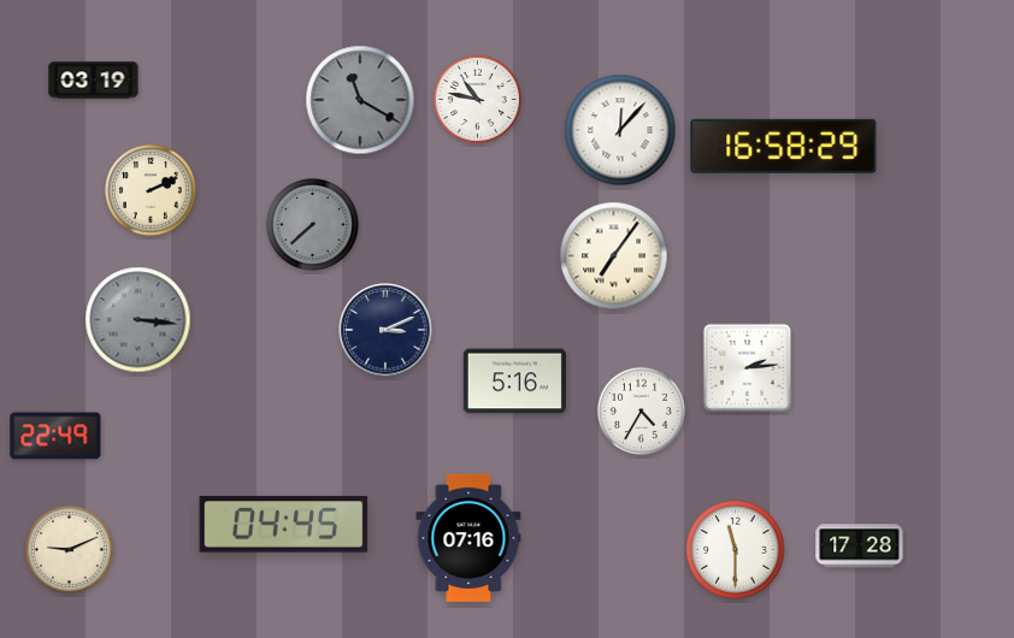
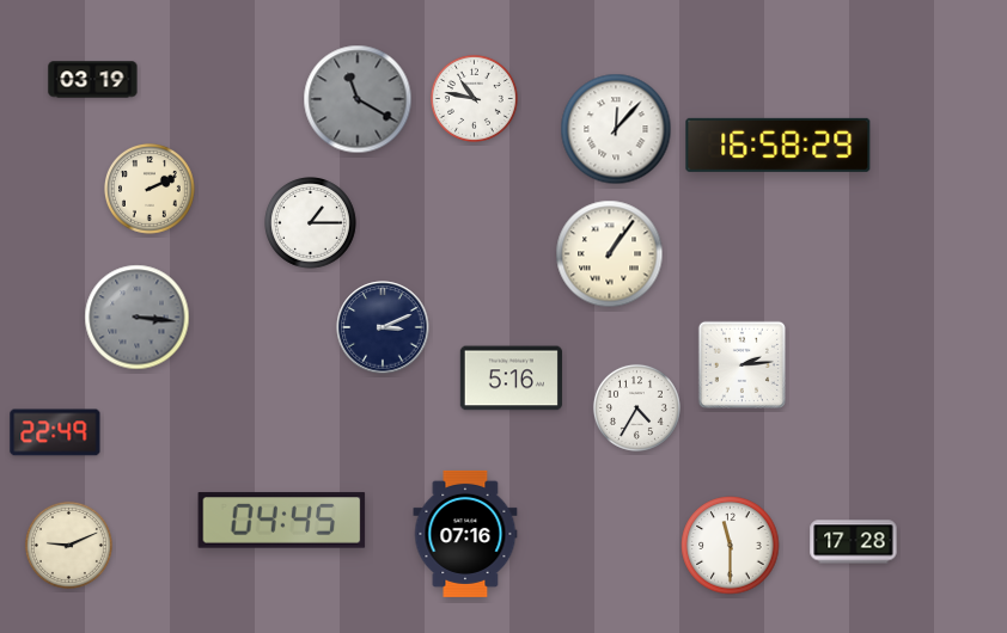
clock at (313, 225): 7:38 -> 1:15
clock at (313, 225) dial: grey -> white
clock at (614, 256): 7:06 -> 1:06
